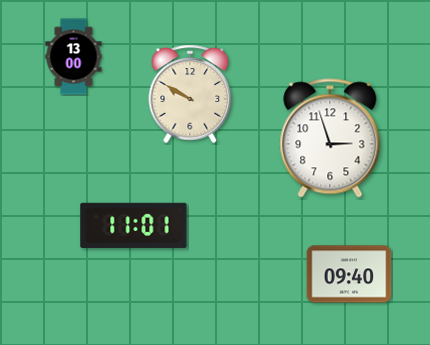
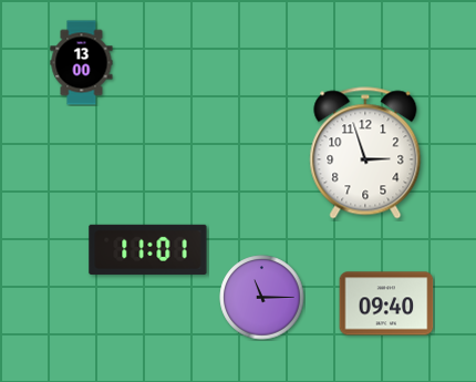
clock at (190, 94): 9:50 -> none
clock at (262, 298): none -> 11:15
